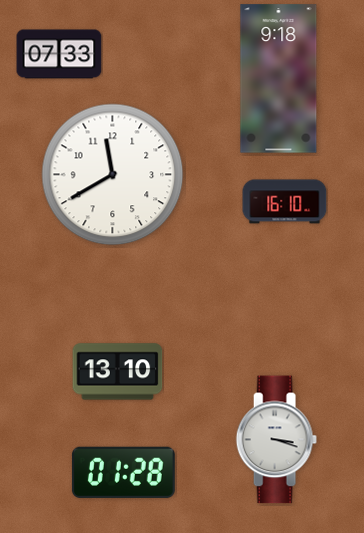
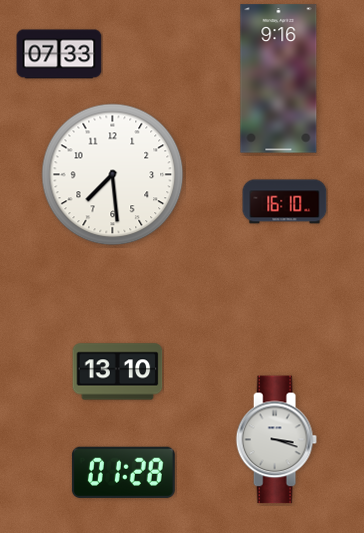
clock at (279, 79): 9:18 -> 9:16
clock at (113, 175): 11:40 -> 7:29
